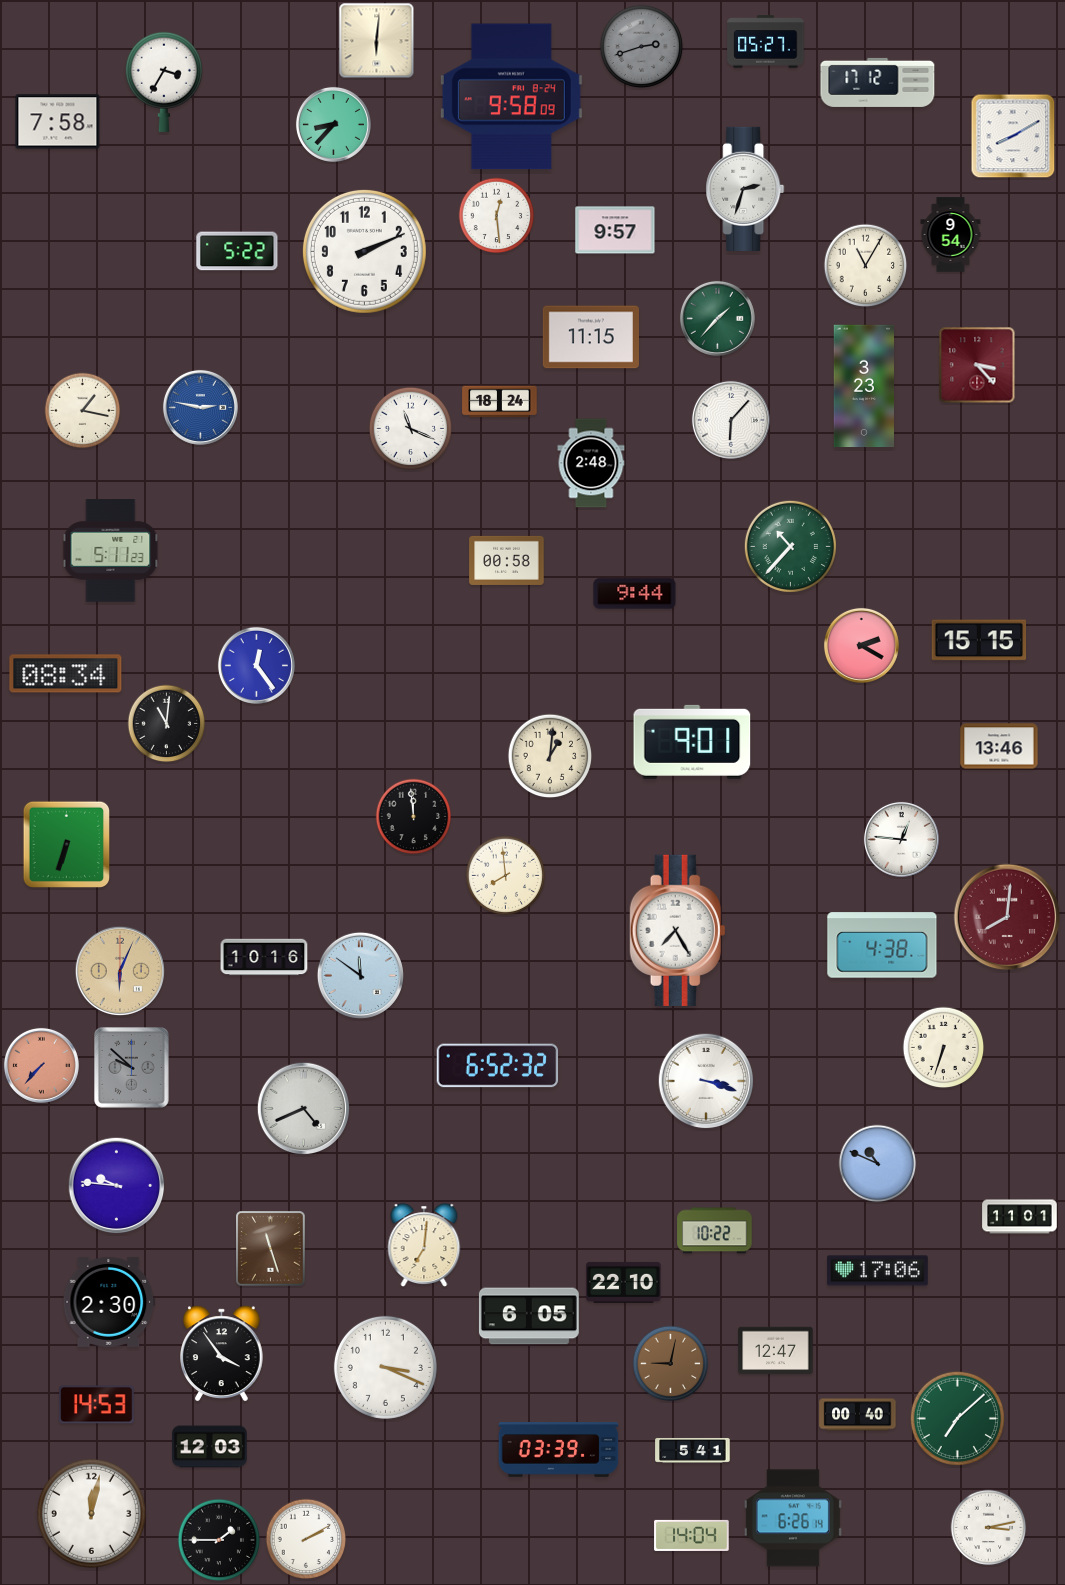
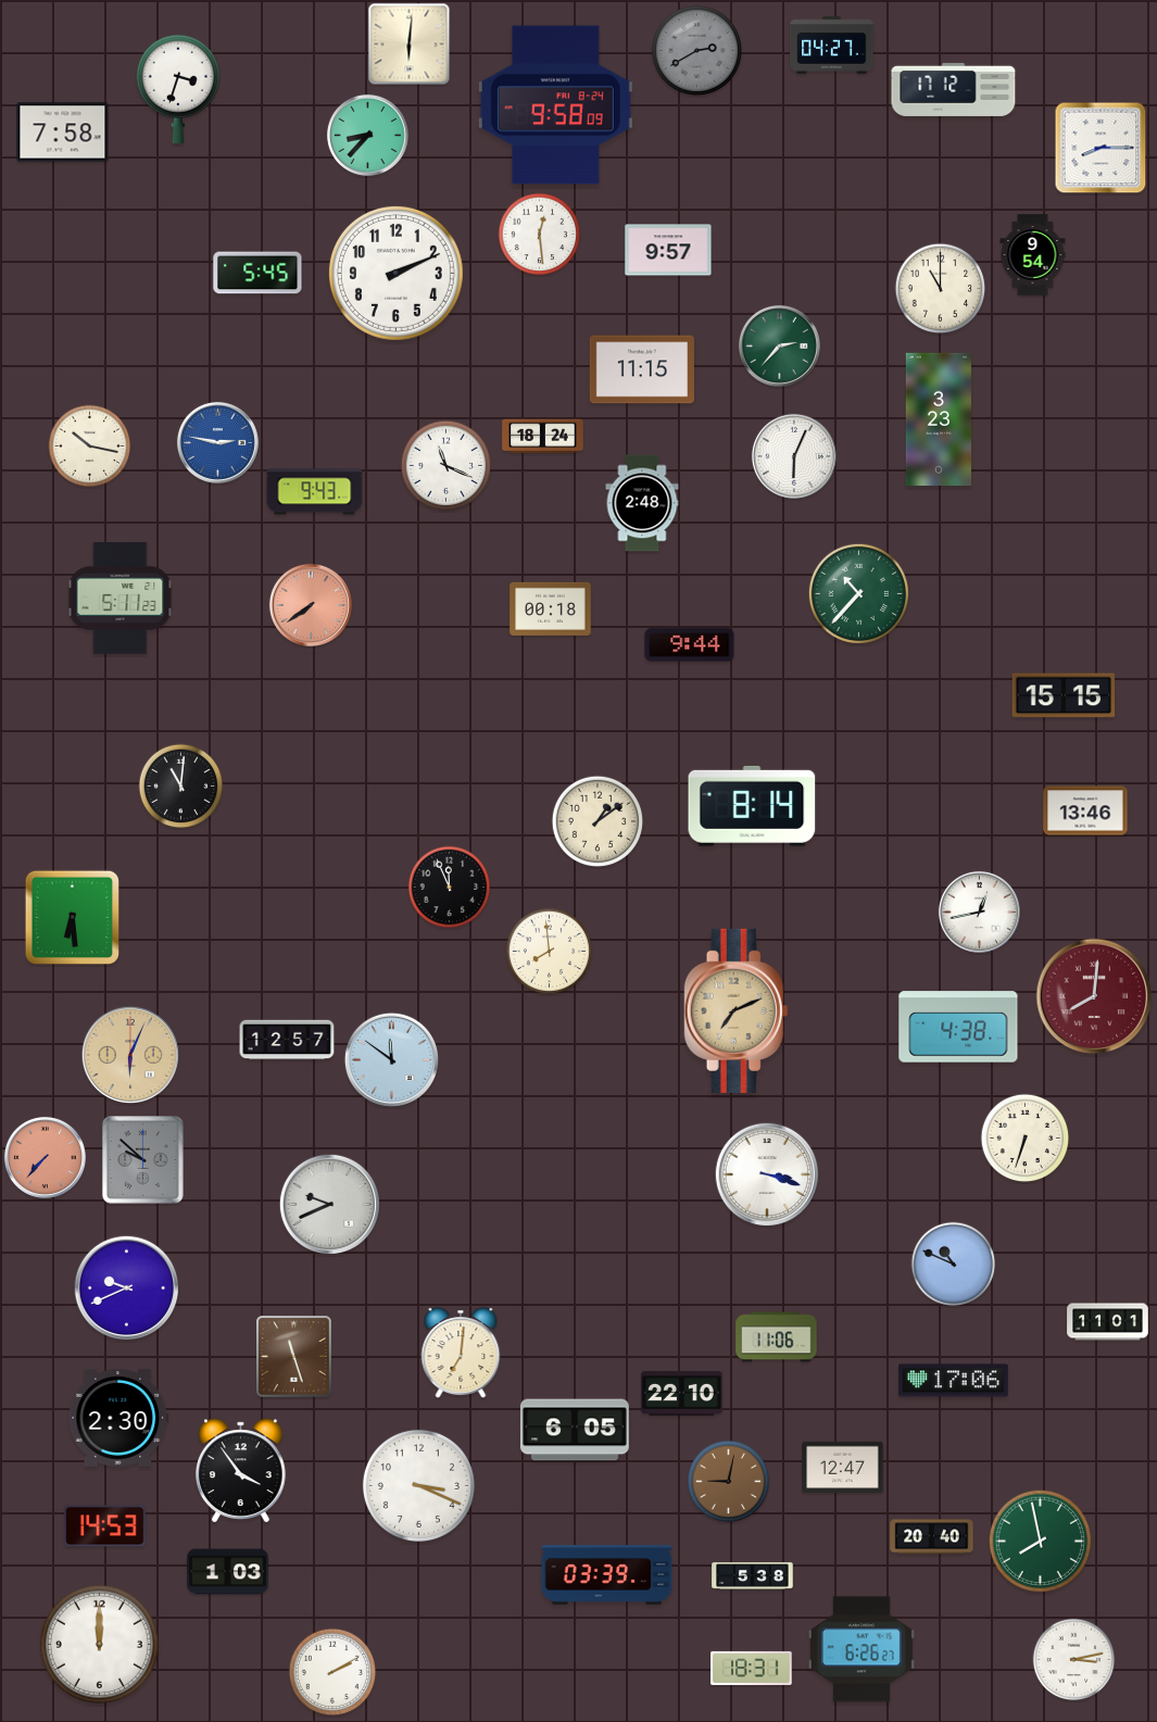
clock at (766, 42): 05:27 -> 04:27
clock at (642, 47): 2:42 -> 2:40
clock at (164, 82): 3:35 -> 3:33
clock at (333, 124) position: (333, 124) -> (367, 135)
clock at (1013, 136): 8:10 -> 8:15
clock at (745, 189): 2:33 -> none
clock at (237, 251): 5:22 -> 5:45
clock at (866, 266): 11:05 -> 11:00
clock at (717, 318): 1:37 -> 2:37
clock at (591, 337) position: (591, 337) -> (642, 369)
clock at (977, 365): 3:23 -> none
clock at (83, 411): 1:17 -> 10:17
clock at (731, 420): 6:07 -> 6:04
clock at (315, 492): none -> 9:43
clock at (311, 605): none -> 7:39
clock at (507, 560): 00:58 -> 00:18
clock at (861, 645): 2:20 -> none
clock at (256, 665): 12:24 -> none
clock at (66, 674): 08:34 -> none
clock at (692, 742): 9:01 -> 8:14
clock at (550, 756): 1:01 -> 1:09
clock at (414, 817): 11:59 -> 11:56
clock at (901, 839): 12:46 -> 12:43
clock at (66, 844): 6:33 -> 6:29
clock at (678, 930): 7:25 -> 7:11
clock at (678, 930) dial: white -> champagne
clock at (264, 957): 10:16 -> 12:57
clock at (498, 1066): 6:52 -> none
clock at (303, 1108): 4:41 -> 9:41
clock at (117, 1186): 9:46 -> 9:41
clock at (715, 1231): 10:22 -> 11:06
clock at (624, 1282) position: (624, 1282) -> (682, 1393)
clock at (109, 1302) position: (109, 1302) -> (118, 1418)
clock at (858, 1415): 00:40 -> 20:40
clock at (957, 1418): 7:08 -> 7:58
clock at (210, 1447): 12:03 -> 1:03
clock at (693, 1451): 5:41 -> 5:38
clock at (91, 1513): 12:02 -> 12:00
clock at (793, 1518): 6:26:14 -> 6:26:27
clock at (692, 1535): 14:04 -> 18:31
clock at (219, 1540): 1:45 -> none
